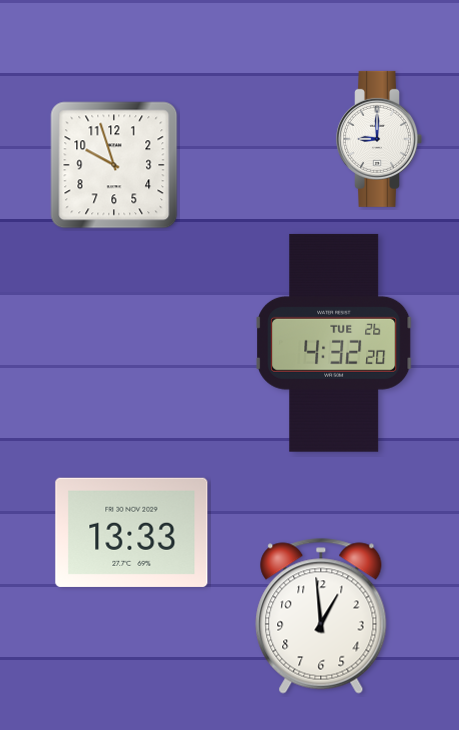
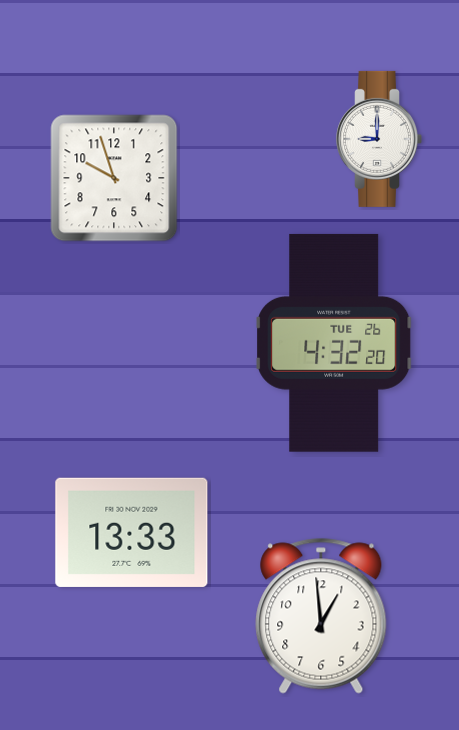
clock at (114, 165) position: (114, 165) -> (114, 178)
